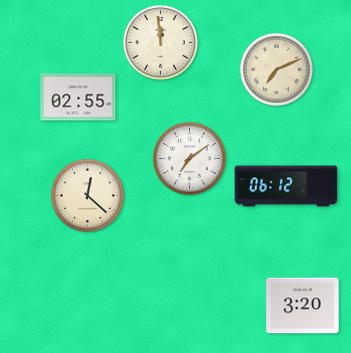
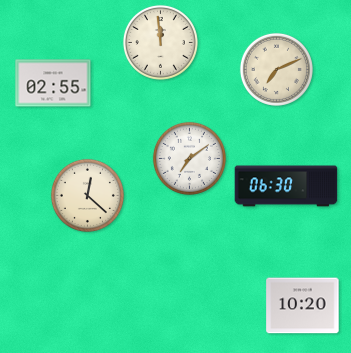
clock at (78, 97) position: (78, 97) -> (53, 83)
clock at (286, 186): 06:12 -> 06:30
clock at (303, 306): 3:20 -> 10:20
